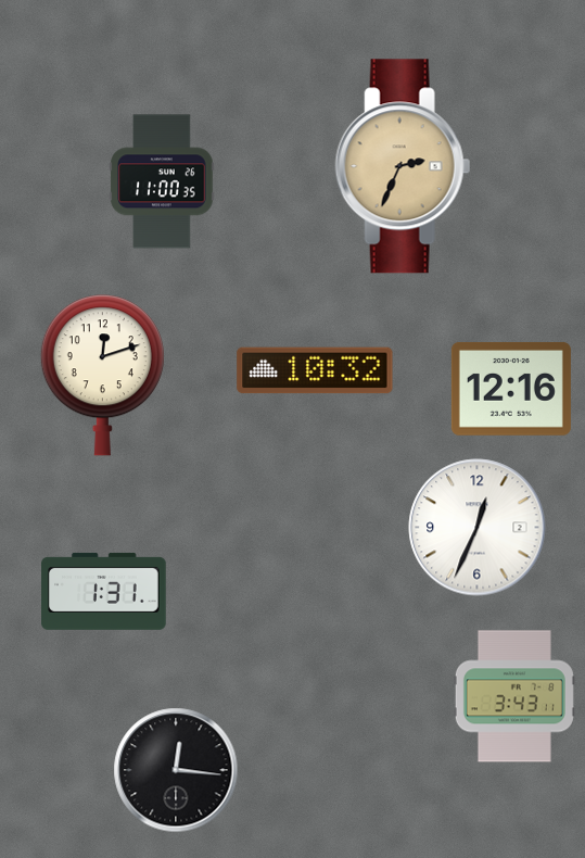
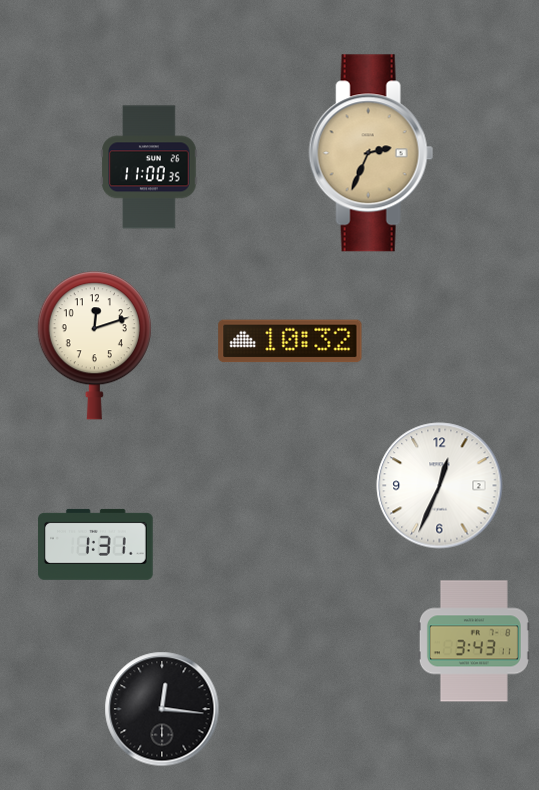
clock at (511, 389): 12:16 -> none
